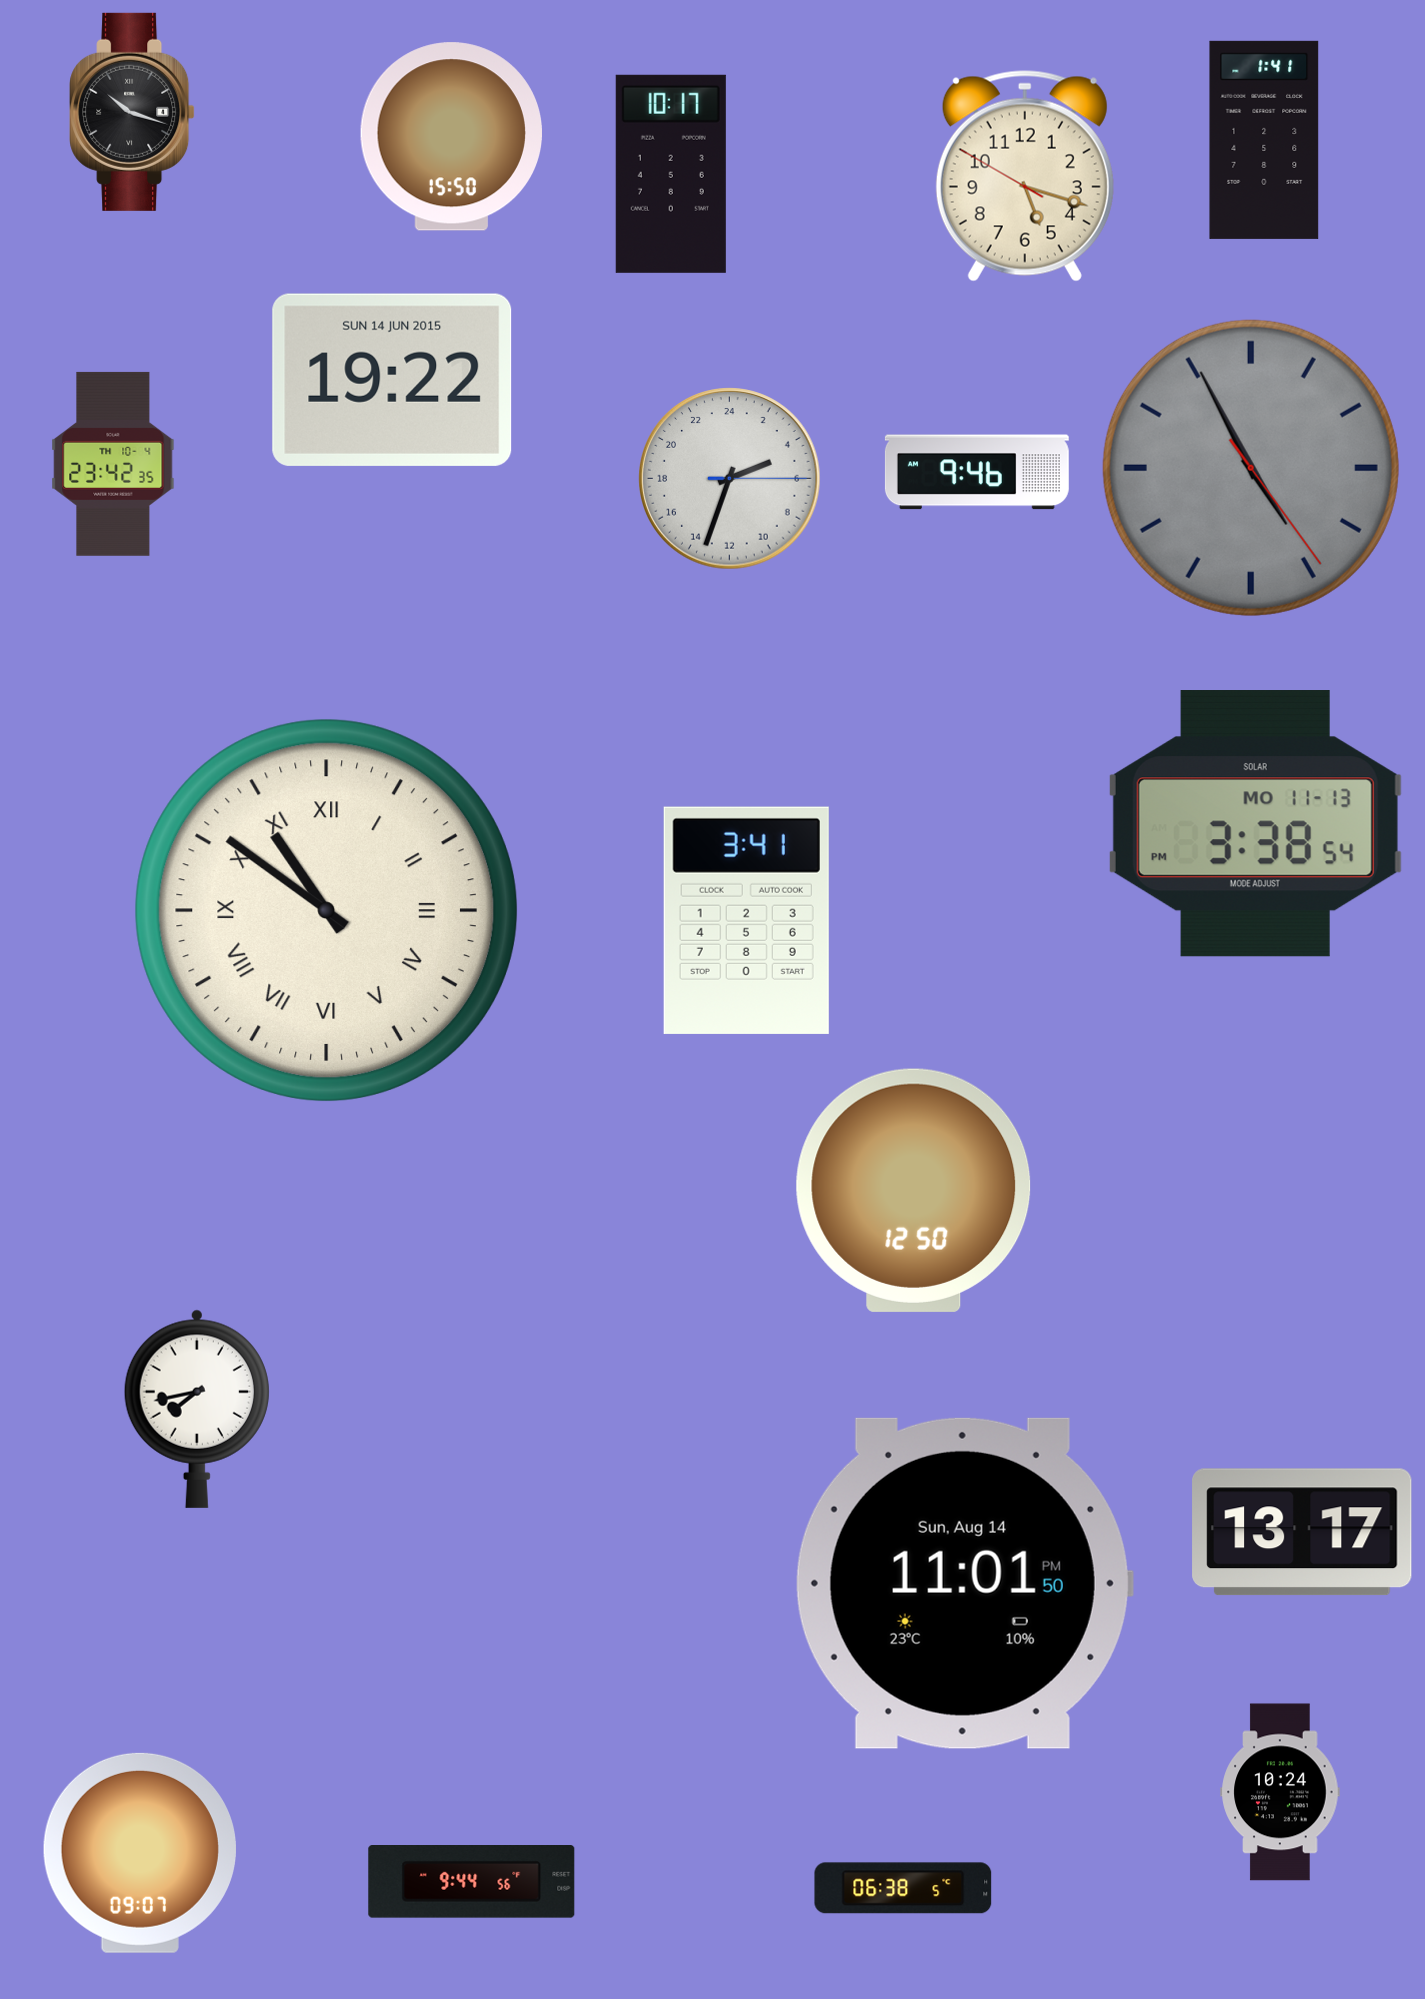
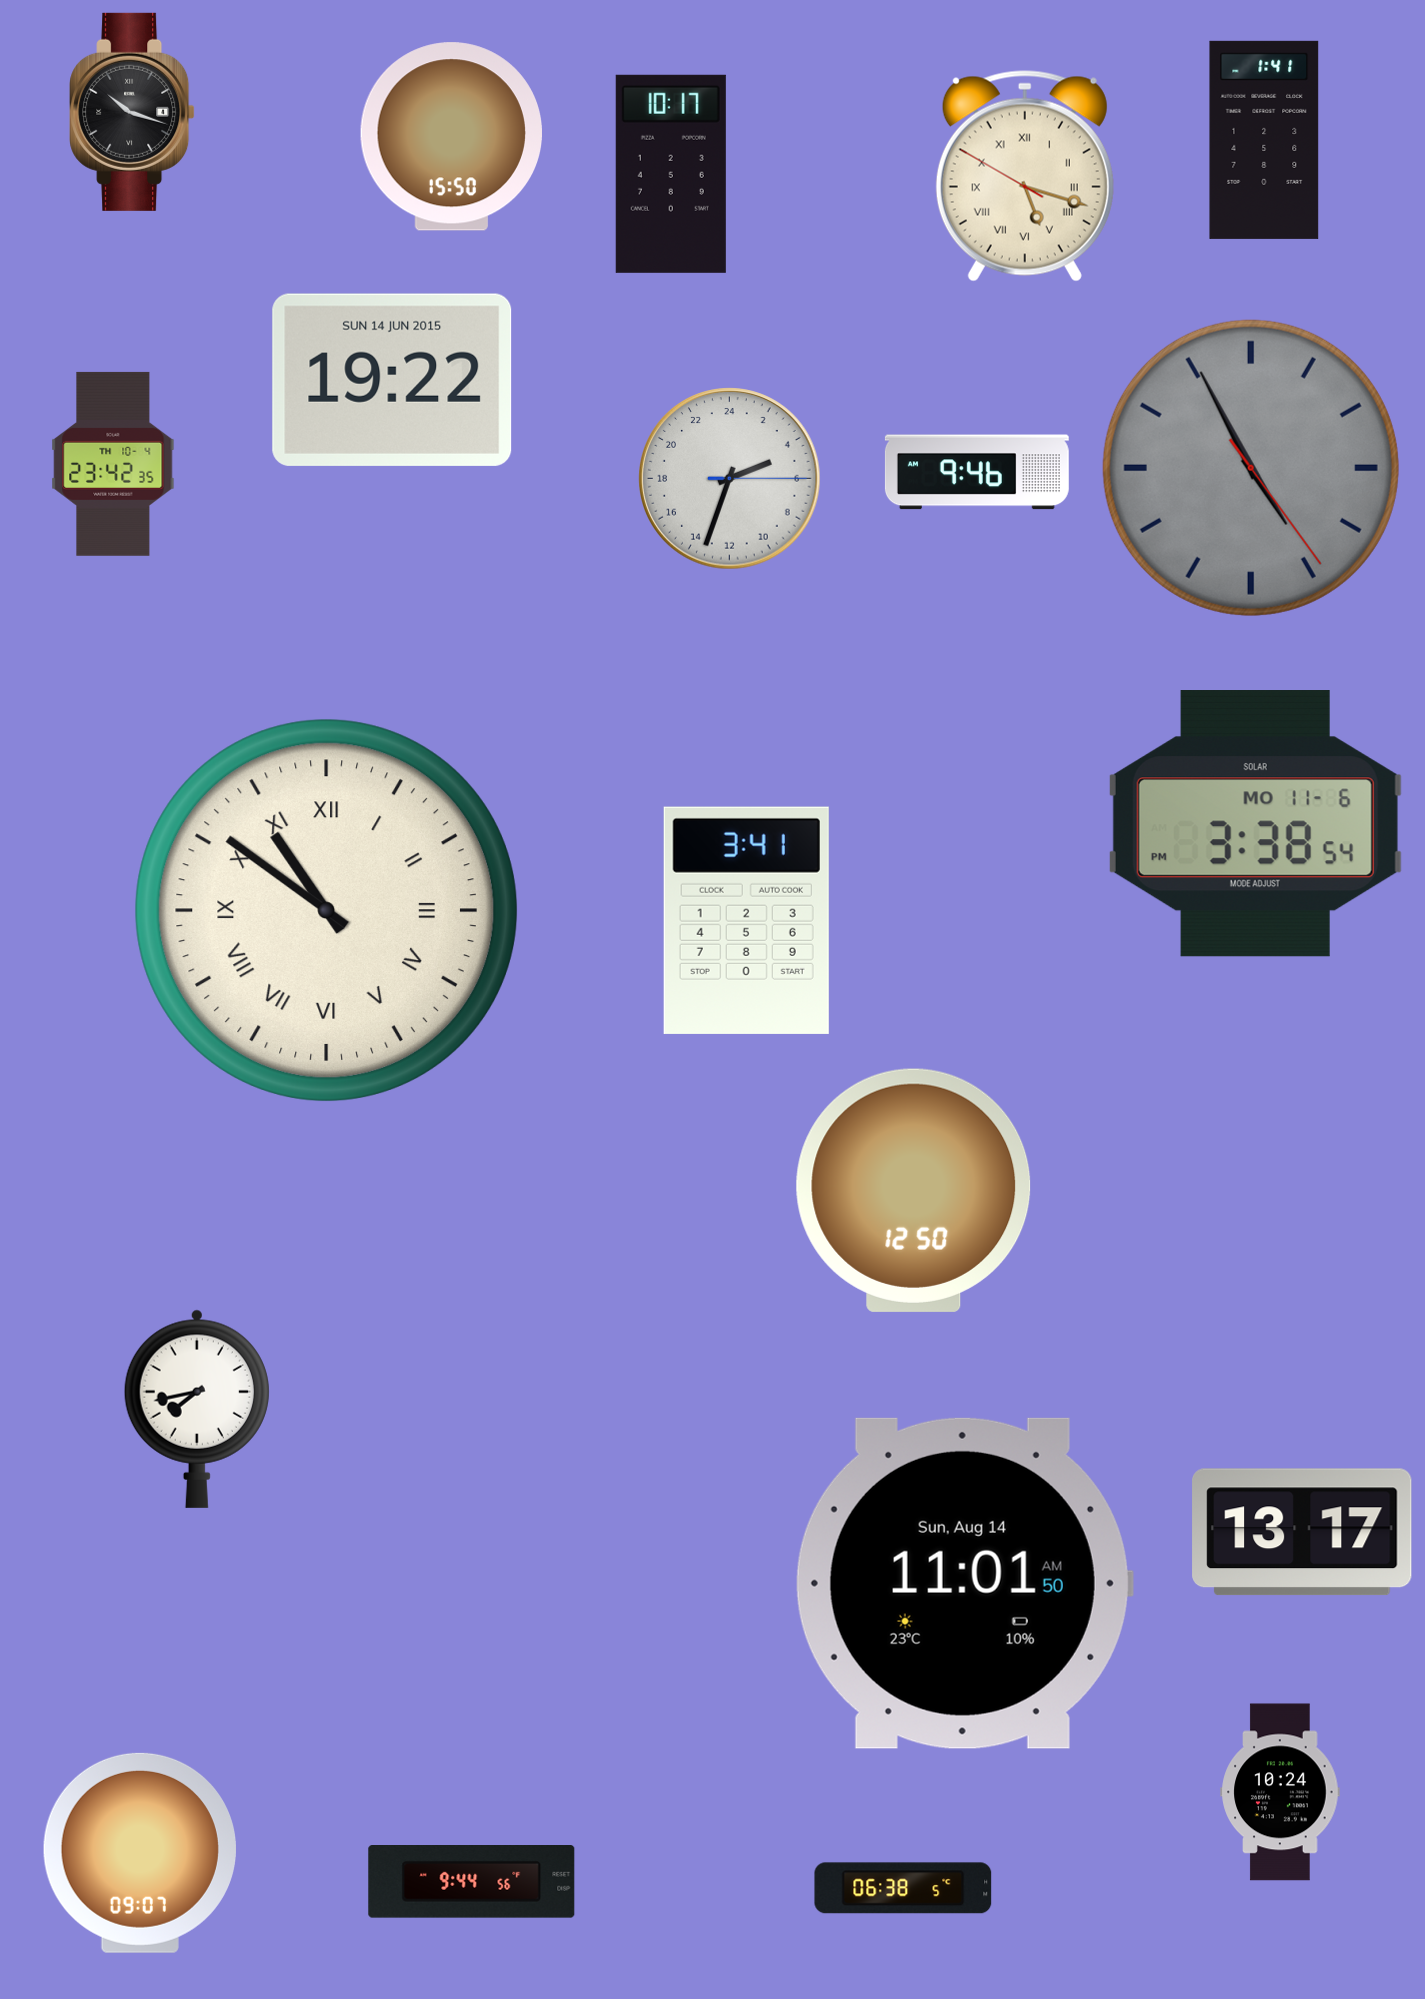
clock at (1025, 176) numerals: Arabic -> Roman
clock at (1255, 824) date: MO 11-13 -> MO 11-6
clock at (964, 1583): 11:01:50 PM -> 11:01:50 AM
